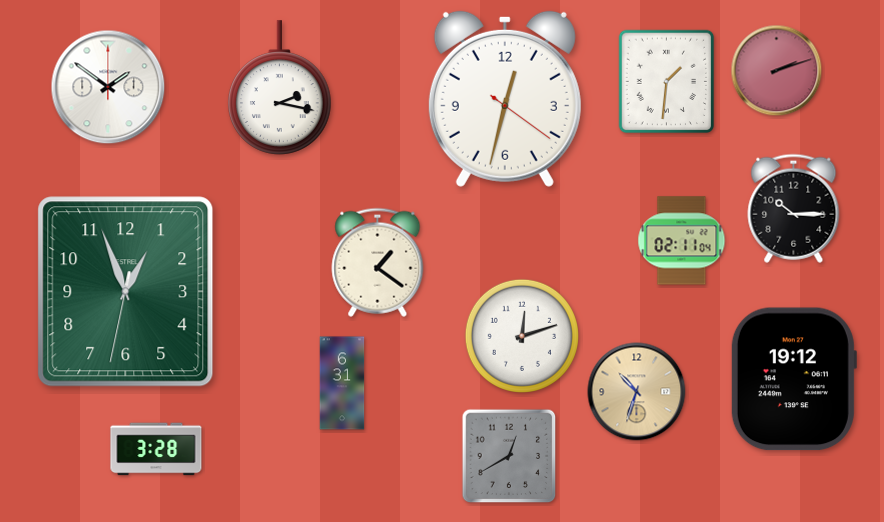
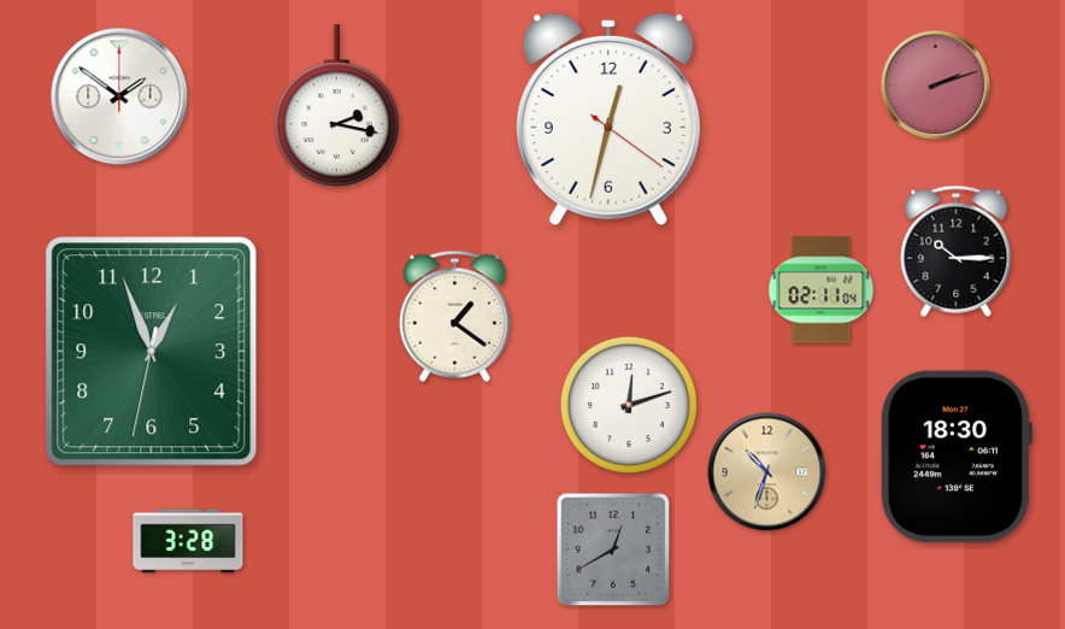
clock at (667, 82): 1:31 -> none
clock at (108, 87) position: (108, 87) -> (119, 96)
clock at (793, 379): 19:12 -> 18:30
clock at (342, 383): 6:31 -> none
